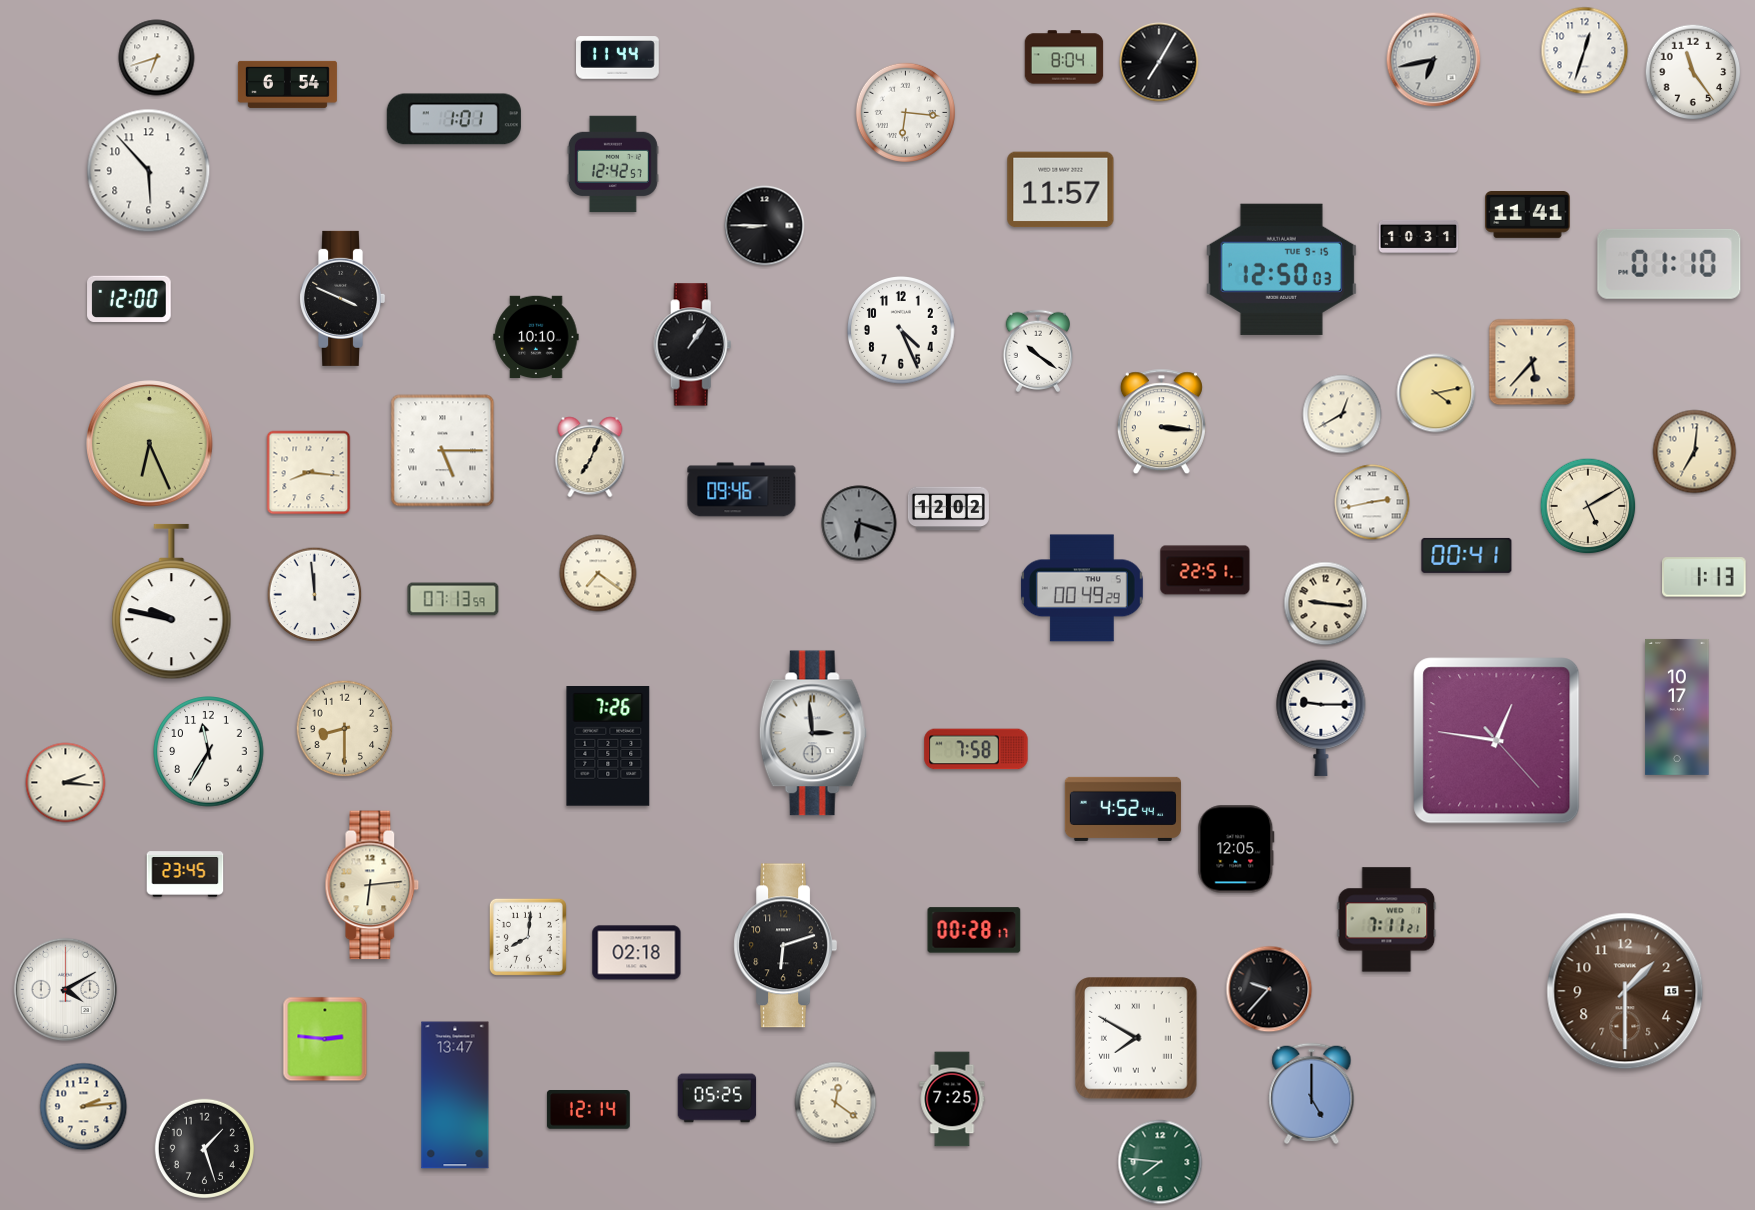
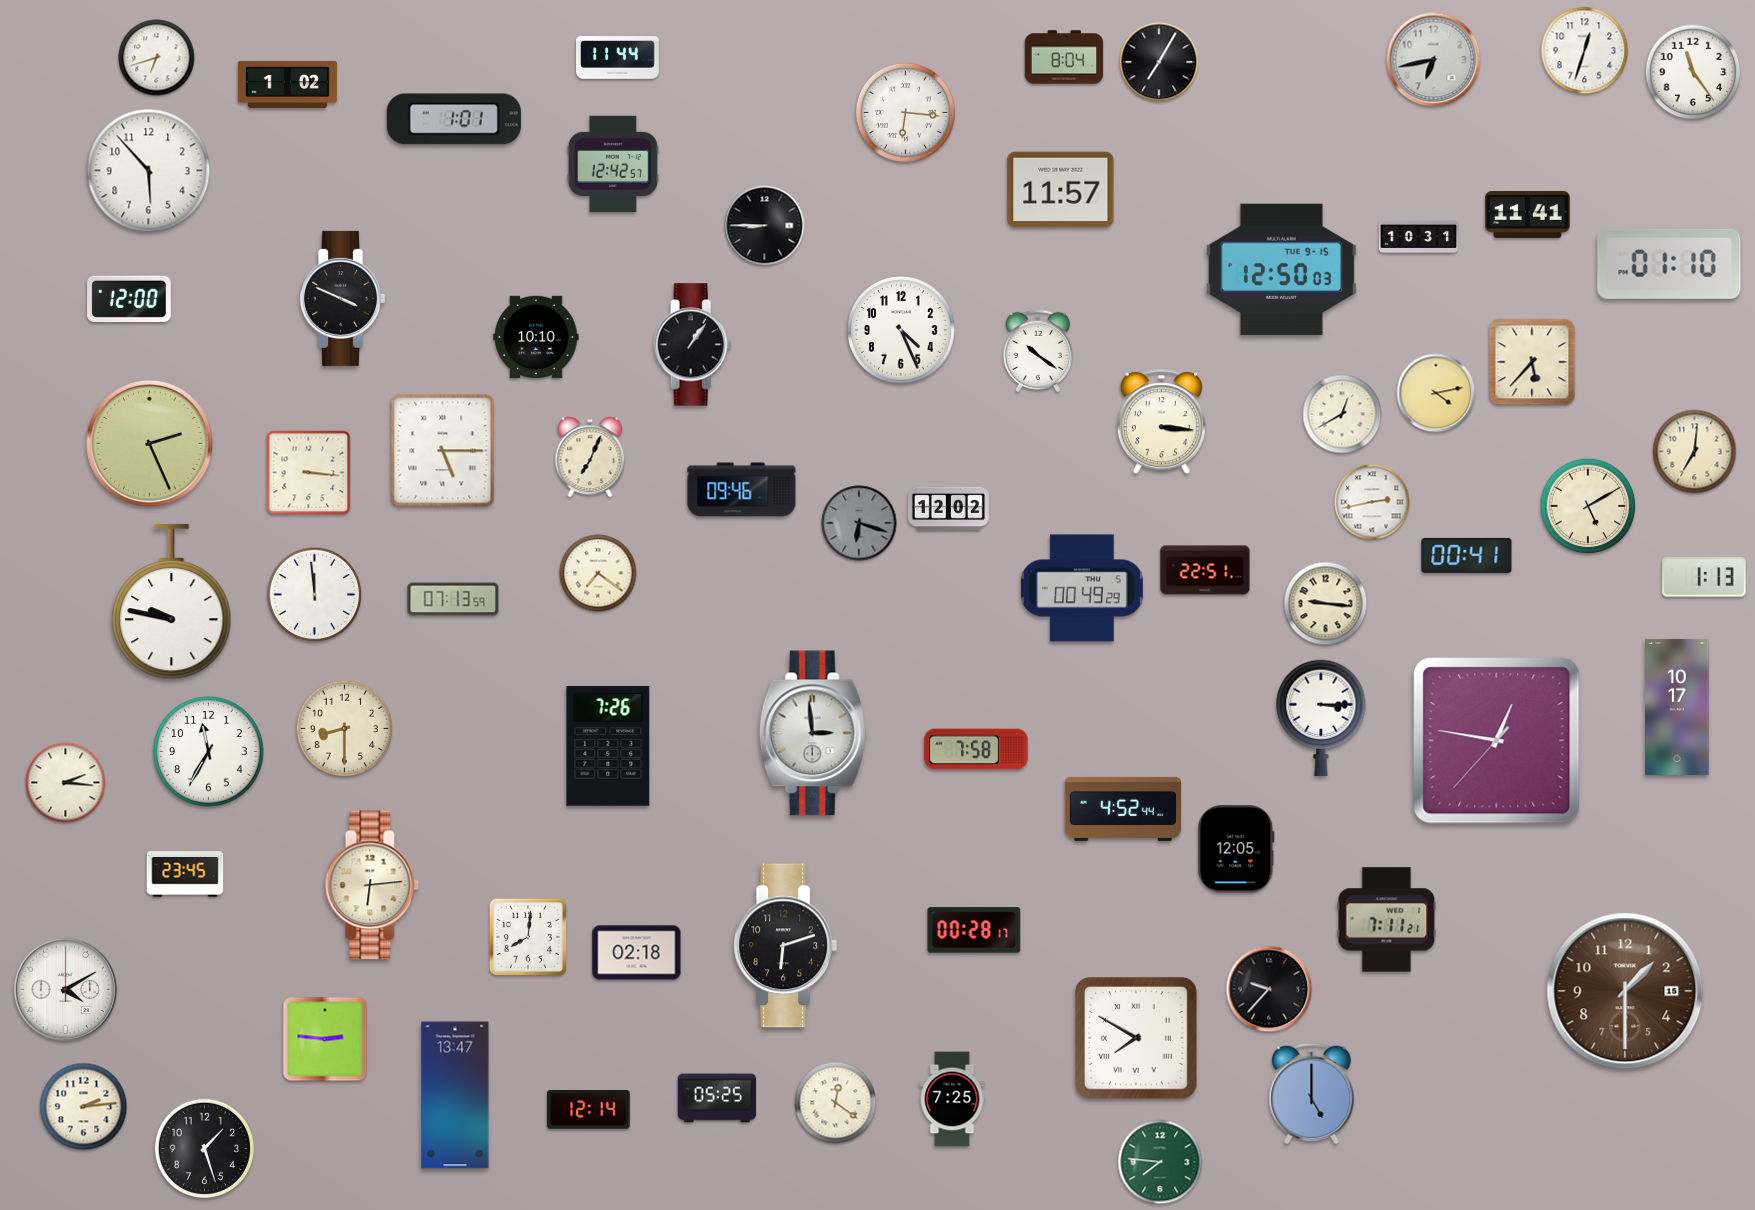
clock at (287, 84): 6:54 -> 1:02
clock at (150, 444): 6:26 -> 2:26
clock at (309, 473): 8:16 -> 3:16
clock at (1321, 718): 9:15 -> 3:15
clock at (1497, 741): 12:46:23 -> 12:46:37
